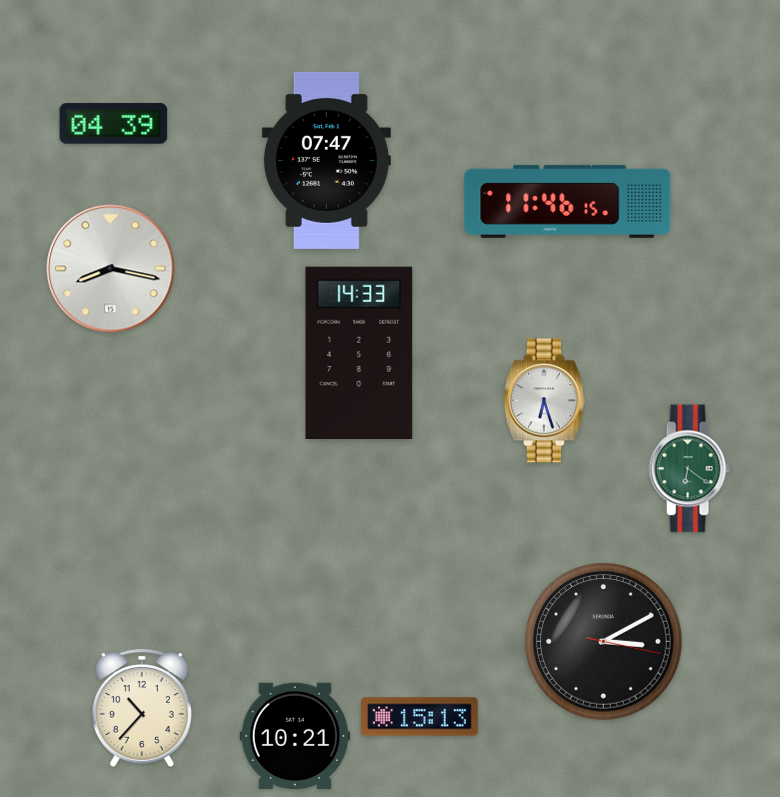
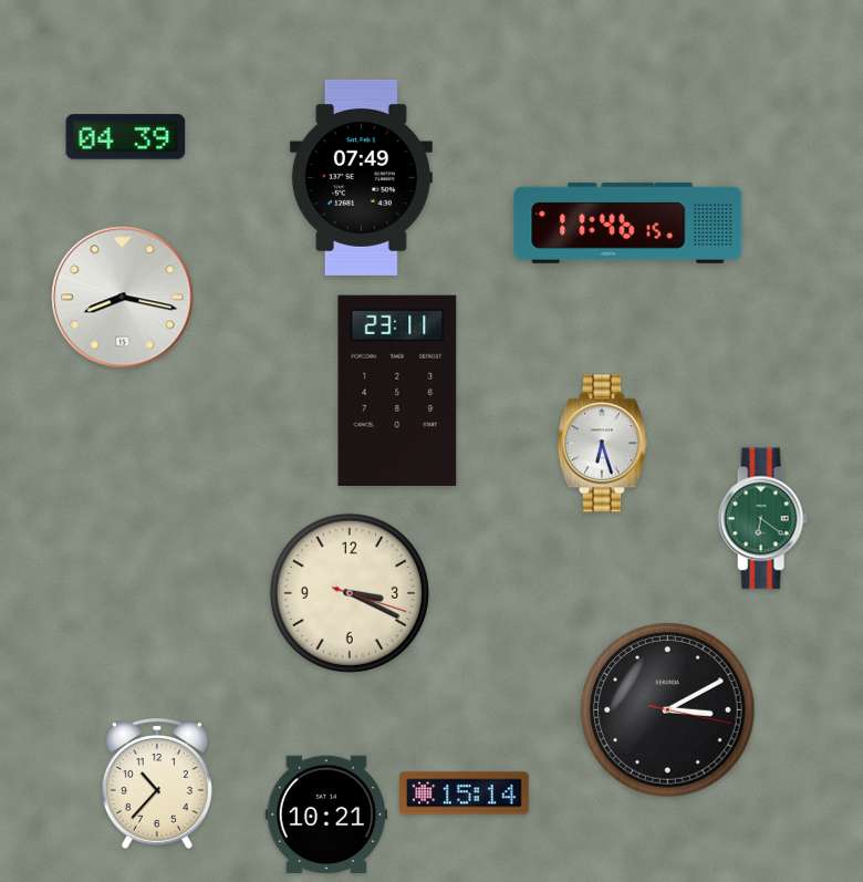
clock at (326, 160): 07:47 -> 07:49
clock at (359, 352): 14:33 -> 23:11
clock at (350, 593): none -> 3:19
clock at (420, 717): 15:13 -> 15:14
